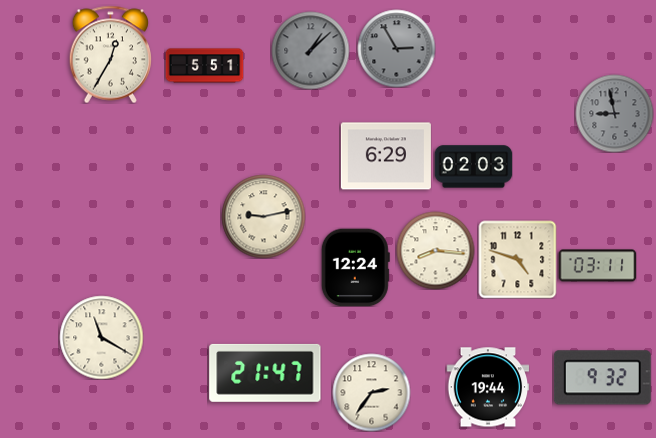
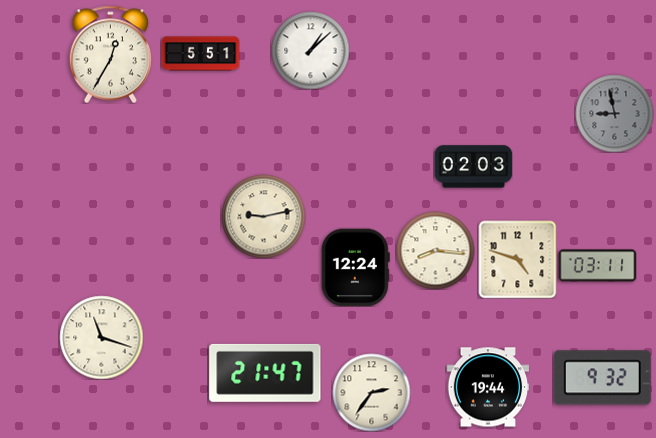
clock at (396, 48): 2:55 -> none
clock at (310, 50) dial: grey -> white
clock at (204, 66) position: (204, 66) -> (200, 54)
clock at (386, 156): 6:29 -> none
clock at (101, 337): 11:20 -> 11:18
